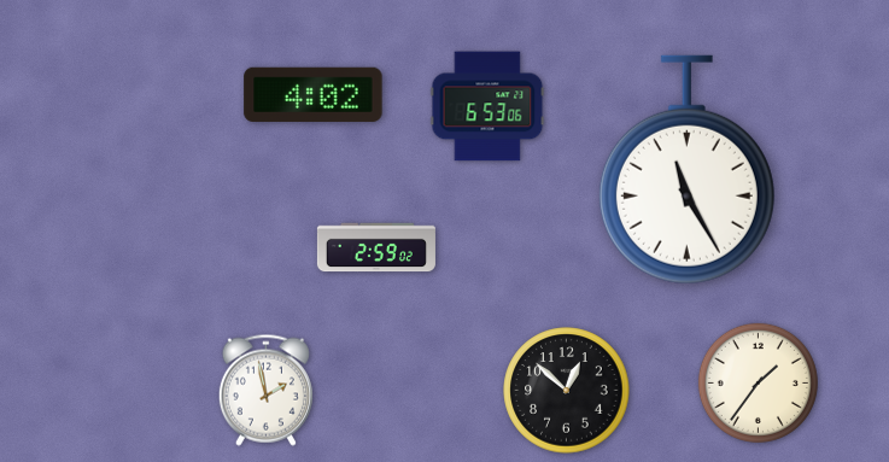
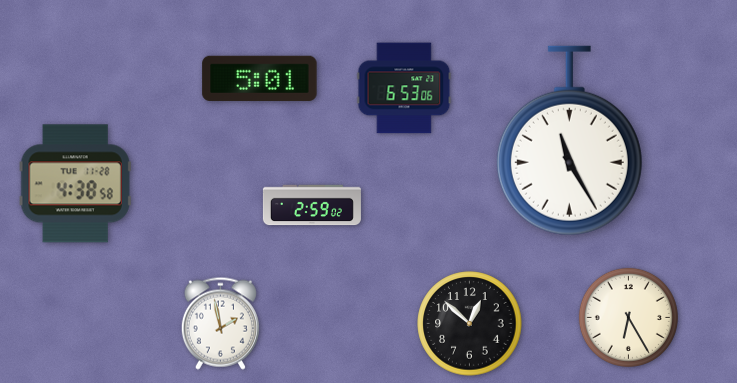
clock at (314, 94): 4:02 -> 5:01
clock at (75, 184): none -> 4:38
clock at (758, 382): 1:36 -> 6:25
